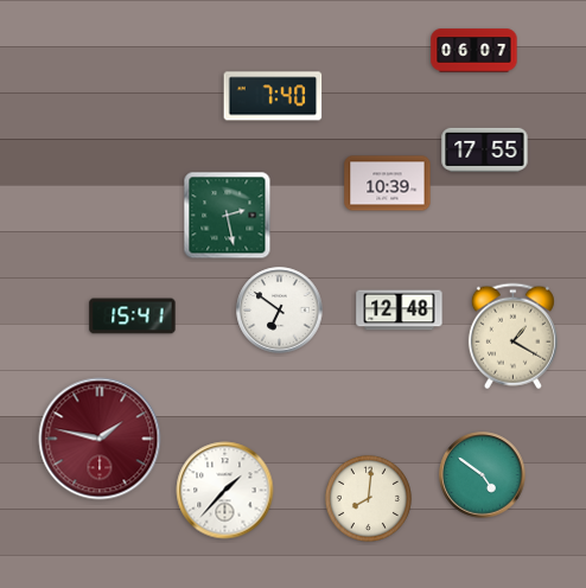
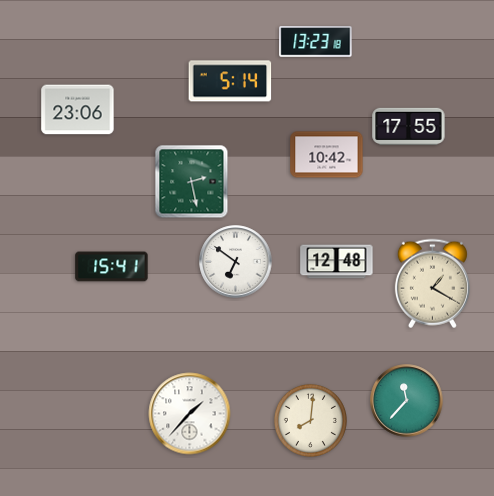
clock at (316, 42): none -> 13:23
clock at (474, 51): 06:07 -> none
clock at (273, 96): 7:40 -> 5:14
clock at (78, 110): none -> 23:06
clock at (388, 184): 10:39 -> 10:42
clock at (100, 439): 1:47 -> none
clock at (483, 475): 4:51 -> 11:37
